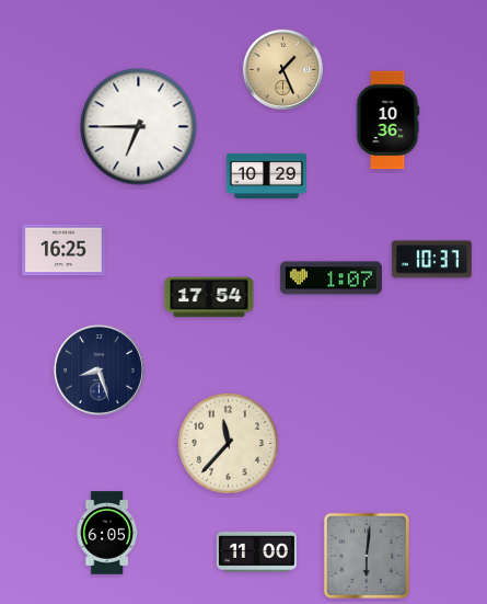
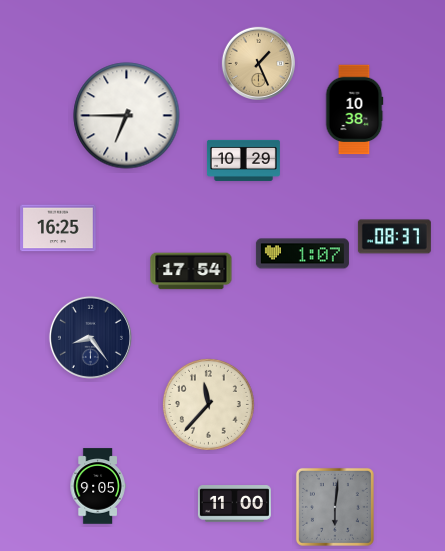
clock at (387, 121): 10:36 -> 10:38
clock at (431, 260): 10:37 -> 08:37
clock at (98, 369): 8:27 -> 8:24
clock at (107, 533): 6:05 -> 9:05
